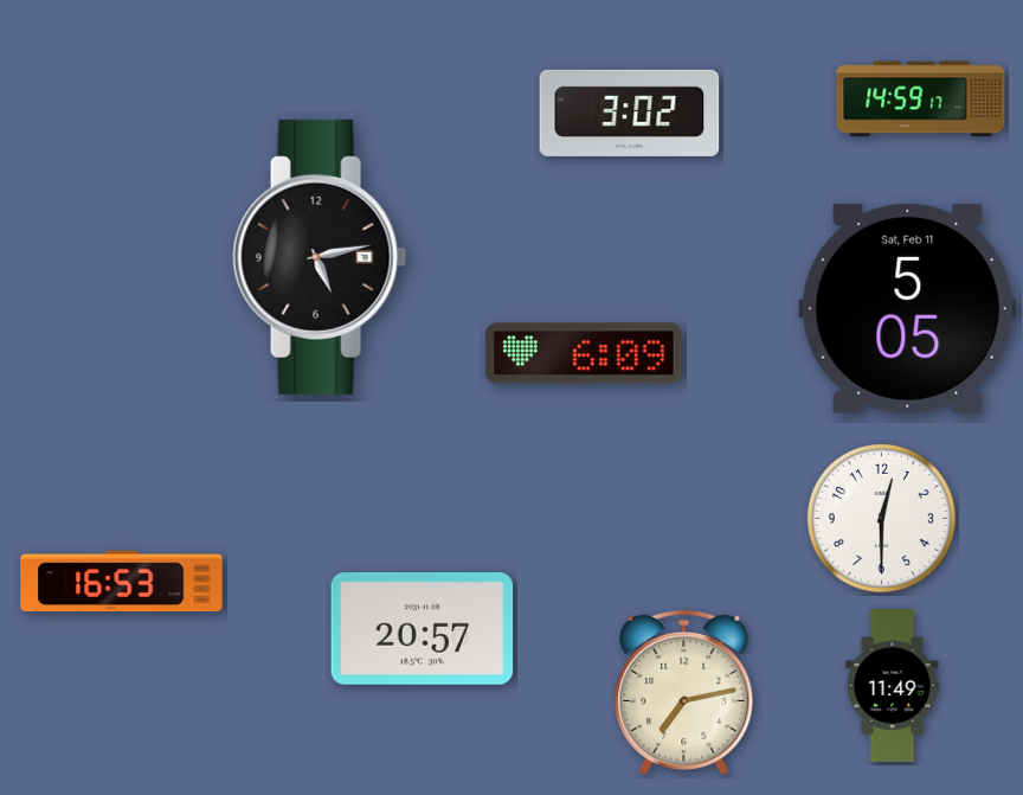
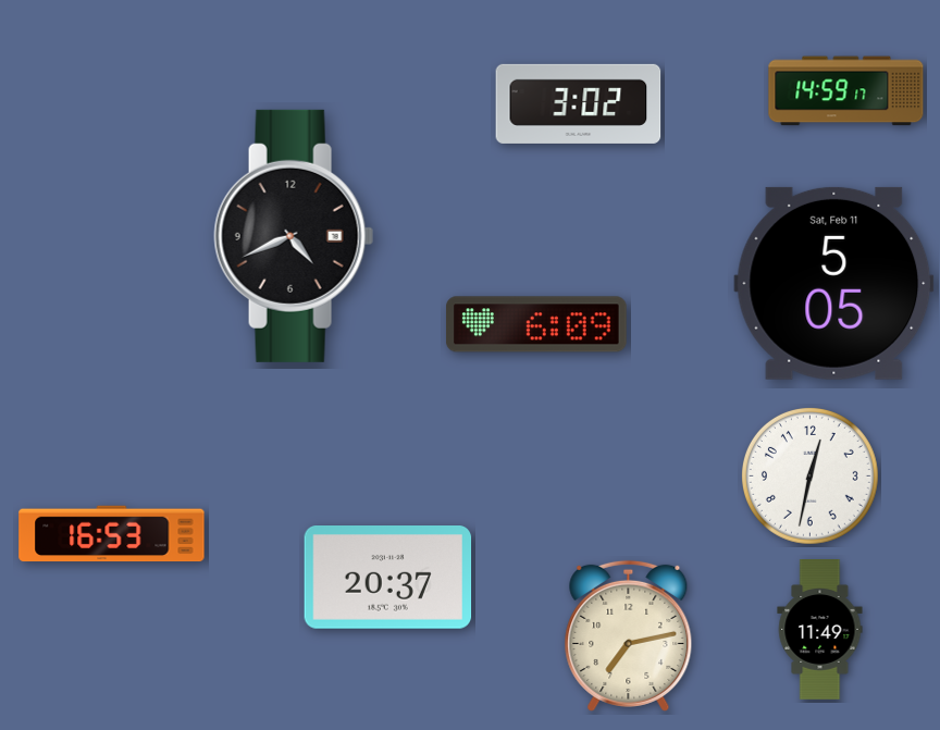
clock at (320, 257): 5:13 -> 4:41
clock at (881, 518): 12:30 -> 12:32
clock at (423, 629): 20:57 -> 20:37
